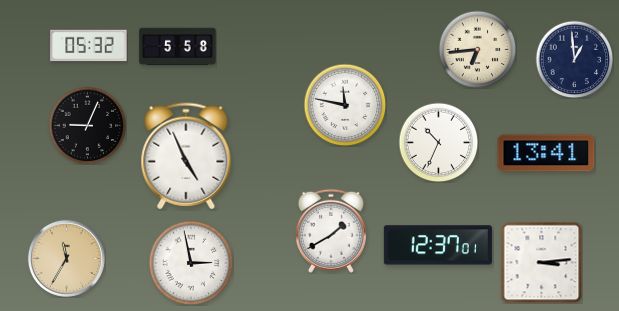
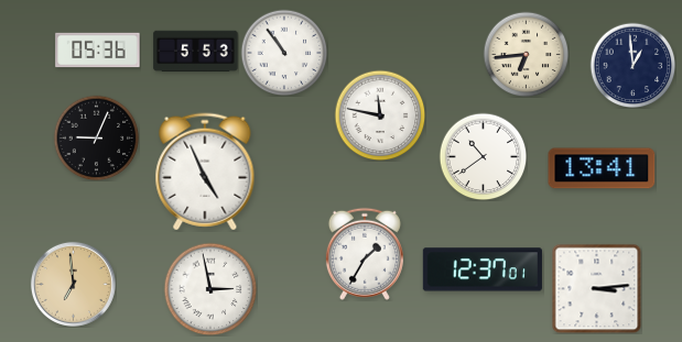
clock at (89, 46): 05:32 -> 05:36
clock at (178, 47): 5:58 -> 5:53
clock at (284, 53): none -> 10:54
clock at (438, 142): 10:34 -> 10:39
clock at (331, 231): 1:40 -> 1:35
clock at (66, 258): 11:35 -> 6:59
